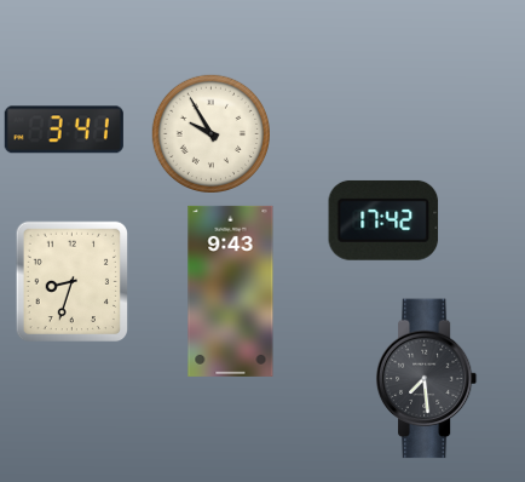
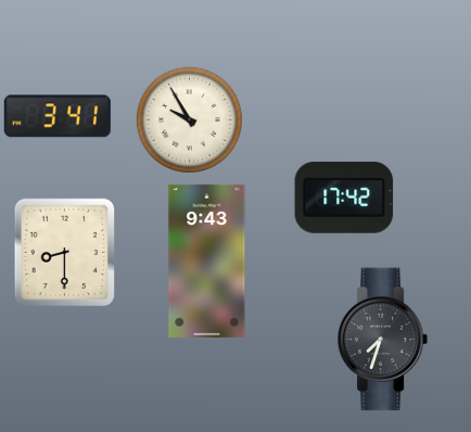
clock at (73, 282): 8:33 -> 8:30
clock at (427, 379): 7:29 -> 7:33
